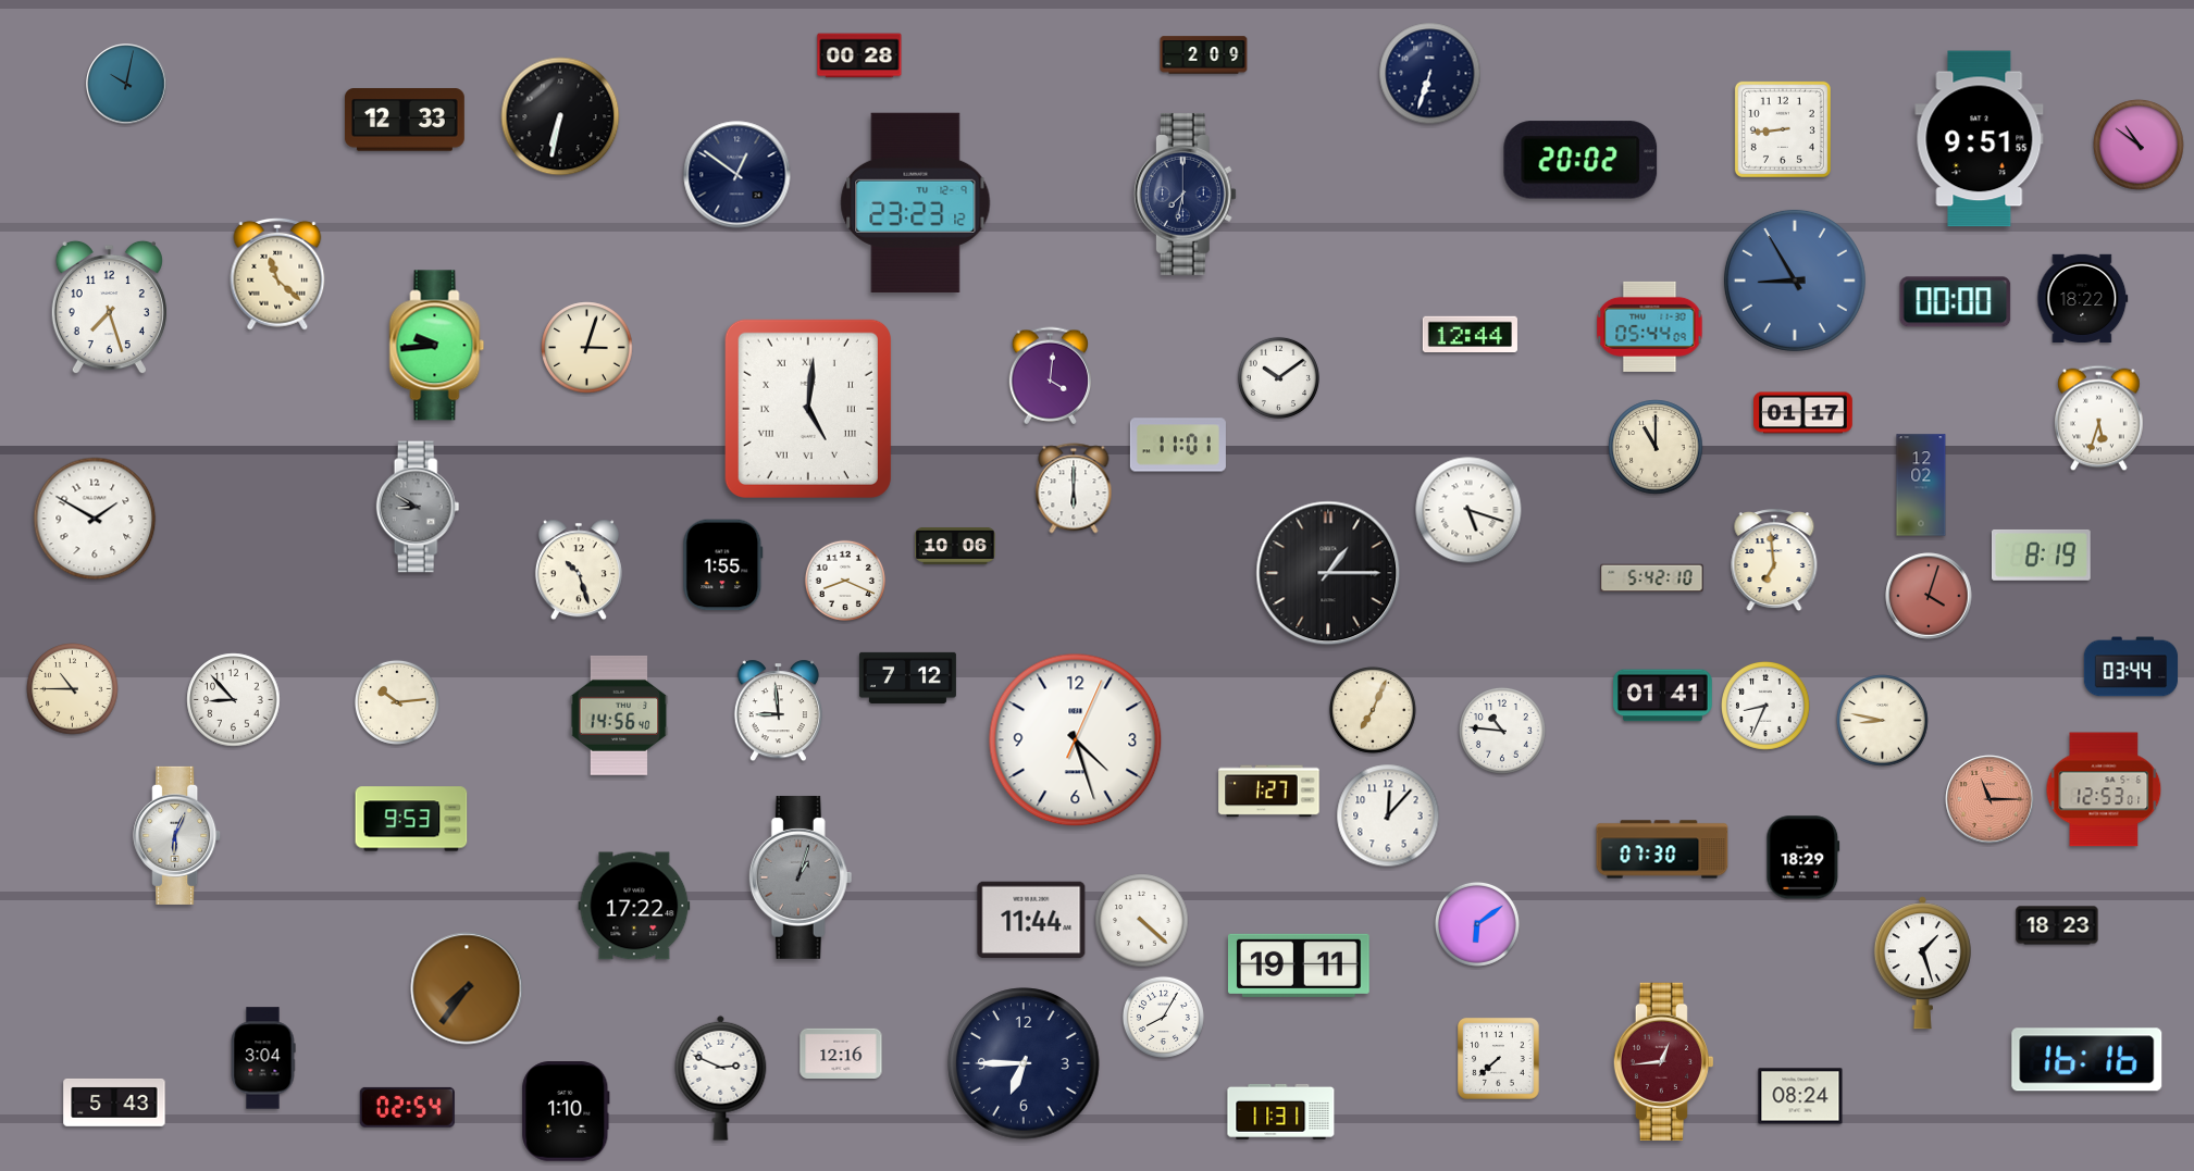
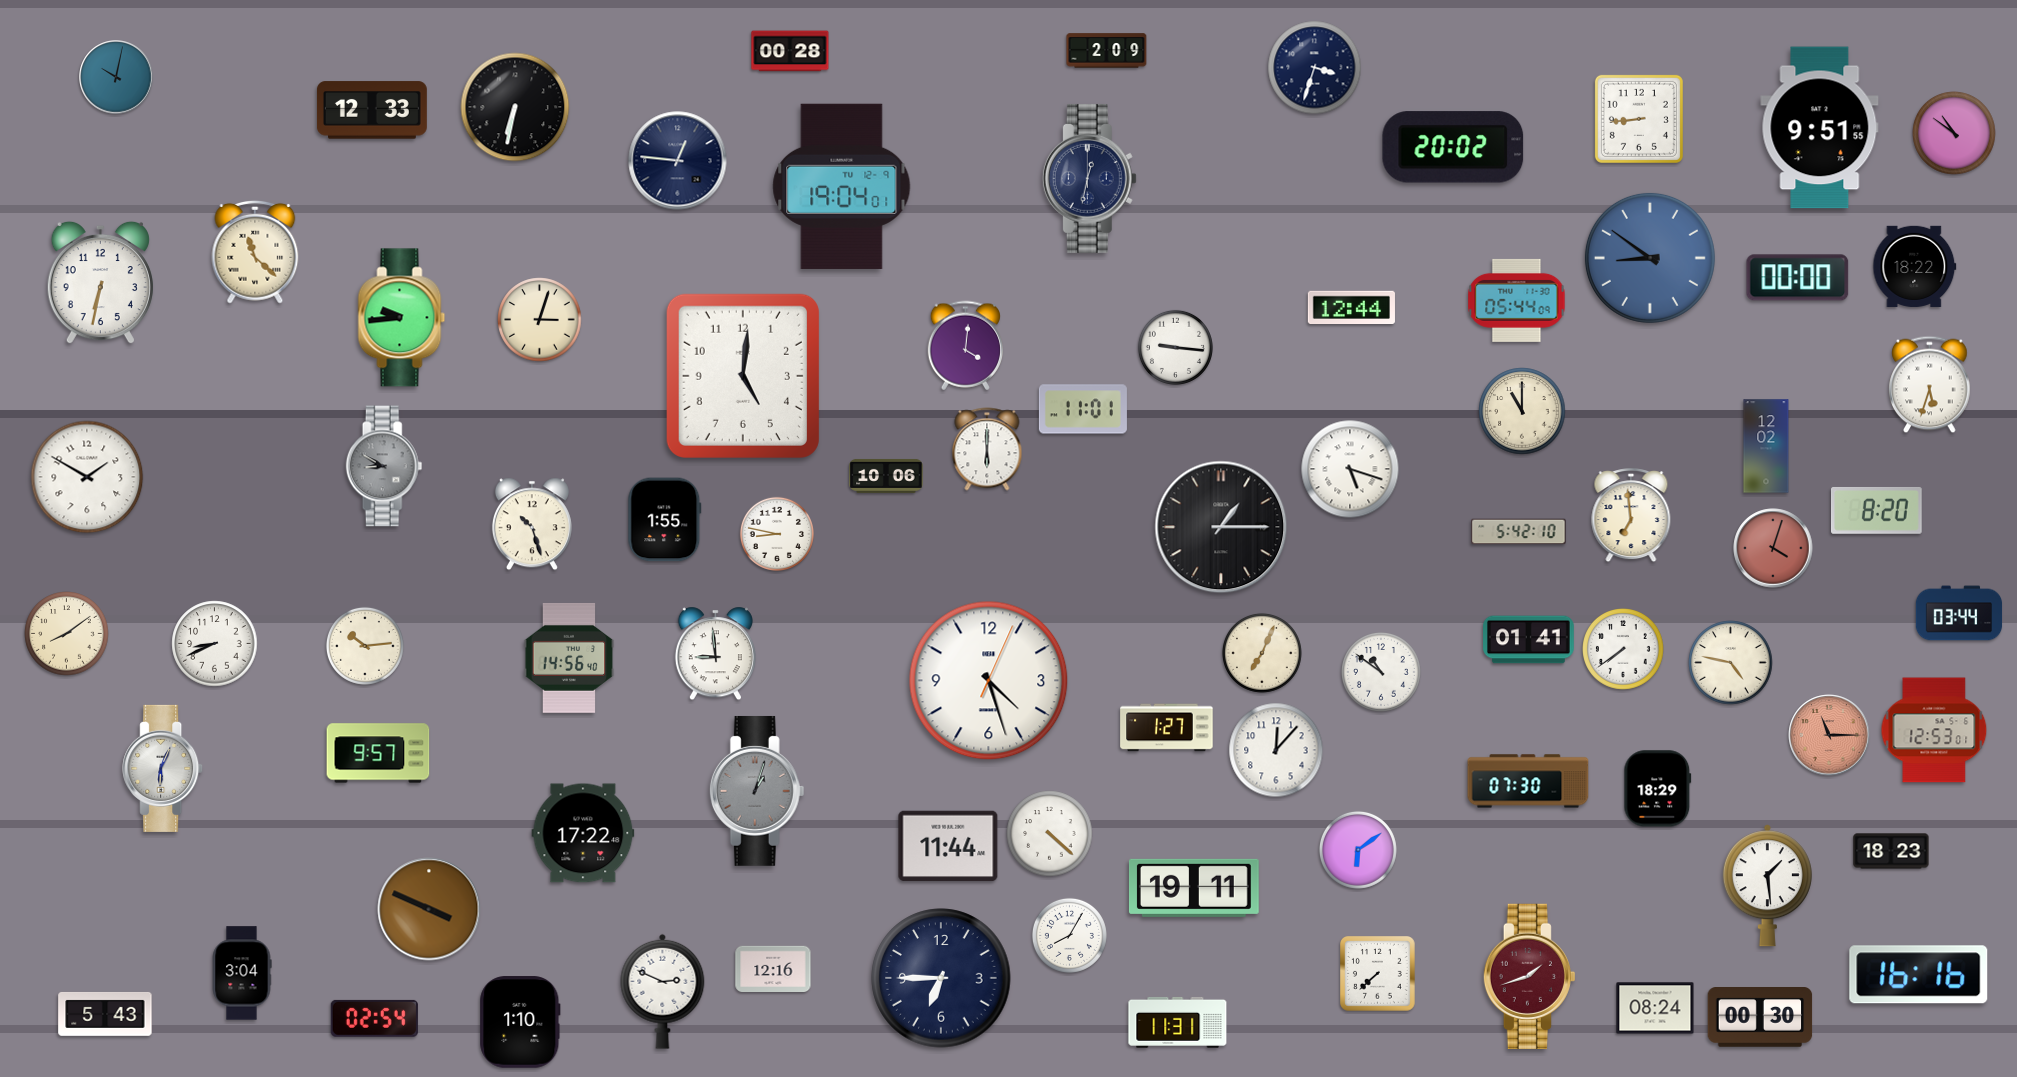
clock at (1430, 74): 6:33 -> 3:33
clock at (2139, 145) position: (2139, 145) -> (1954, 133)
clock at (737, 175): 12:51 -> 12:46
clock at (1185, 194): 7:32 -> 12:32
clock at (916, 202): 23:23 -> 19:04
clock at (1795, 281): 8:55 -> 8:51
clock at (2083, 298) position: (2083, 298) -> (1915, 266)
clock at (109, 308): 7:27 -> 6:32
clock at (1278, 377): 10:09 -> 9:16
clock at (808, 409) numerals: Roman -> Arabic
clock at (1803, 413): 01:17 -> none
clock at (955, 546) position: (955, 546) -> (886, 476)
clock at (2042, 555): 8:19 -> 8:20
clock at (845, 581): 8:19 -> 8:47
clock at (907, 677): 7:12 -> none
clock at (73, 689): 10:45 -> 8:09
clock at (234, 700): 8:53 -> 8:41
clock at (1767, 707): 8:34 -> 7:39
clock at (1883, 721): 8:47 -> 4:47
clock at (1502, 731): 10:46 -> 10:51
clock at (2104, 789) position: (2104, 789) -> (1934, 730)
clock at (411, 819): 9:53 -> 9:57
clock at (801, 877) position: (801, 877) -> (757, 791)
clock at (1142, 921) position: (1142, 921) -> (1050, 834)
clock at (1922, 963): 1:27 -> 1:29
clock at (467, 988): 7:36 -> 3:49
clock at (1663, 1061): 12:44 -> 1:42
clock at (1760, 1018): none -> 00:30
